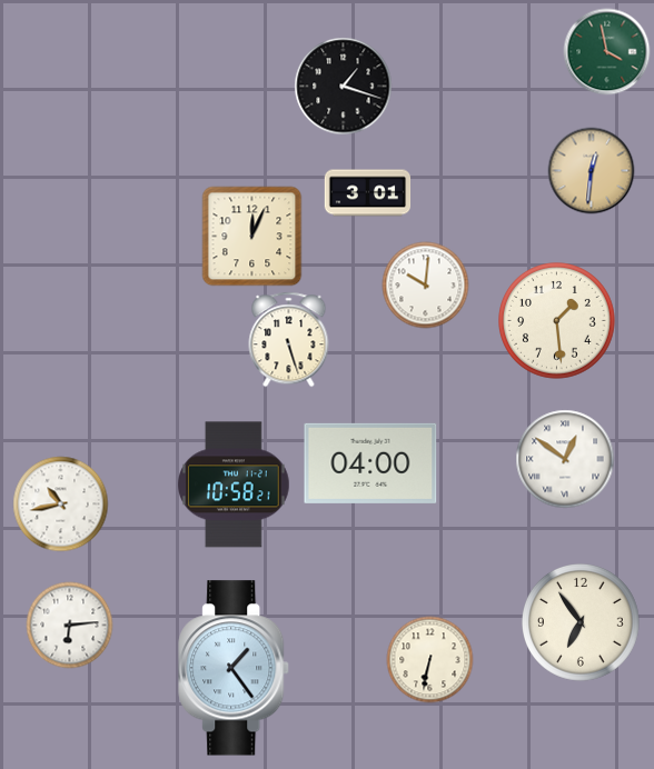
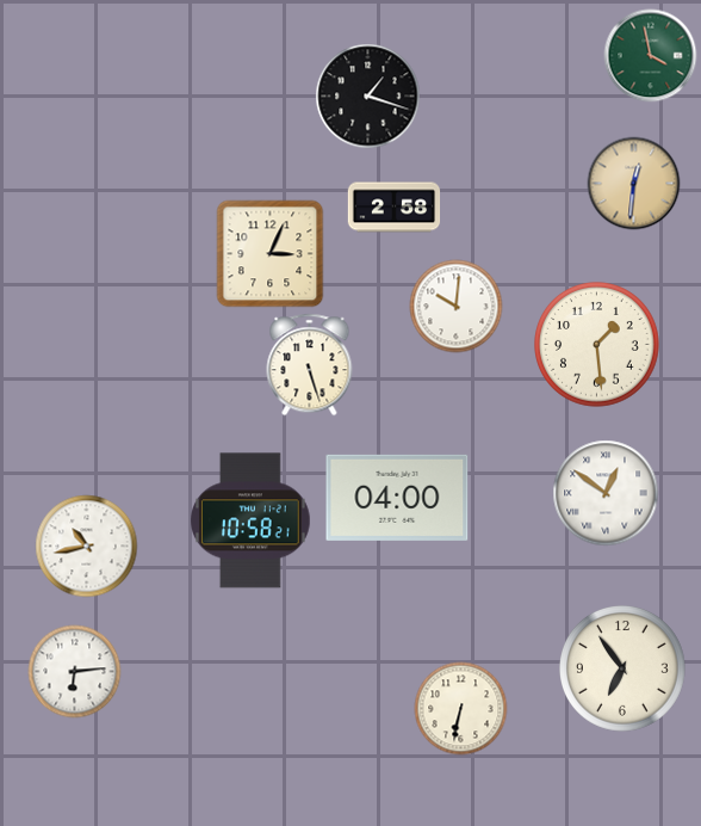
clock at (343, 86) position: (343, 86) -> (367, 95)
clock at (367, 193): 3:01 -> 2:58
clock at (251, 236): 12:04 -> 3:04
clock at (60, 503) position: (60, 503) -> (86, 545)
clock at (235, 668): 1:24 -> none
